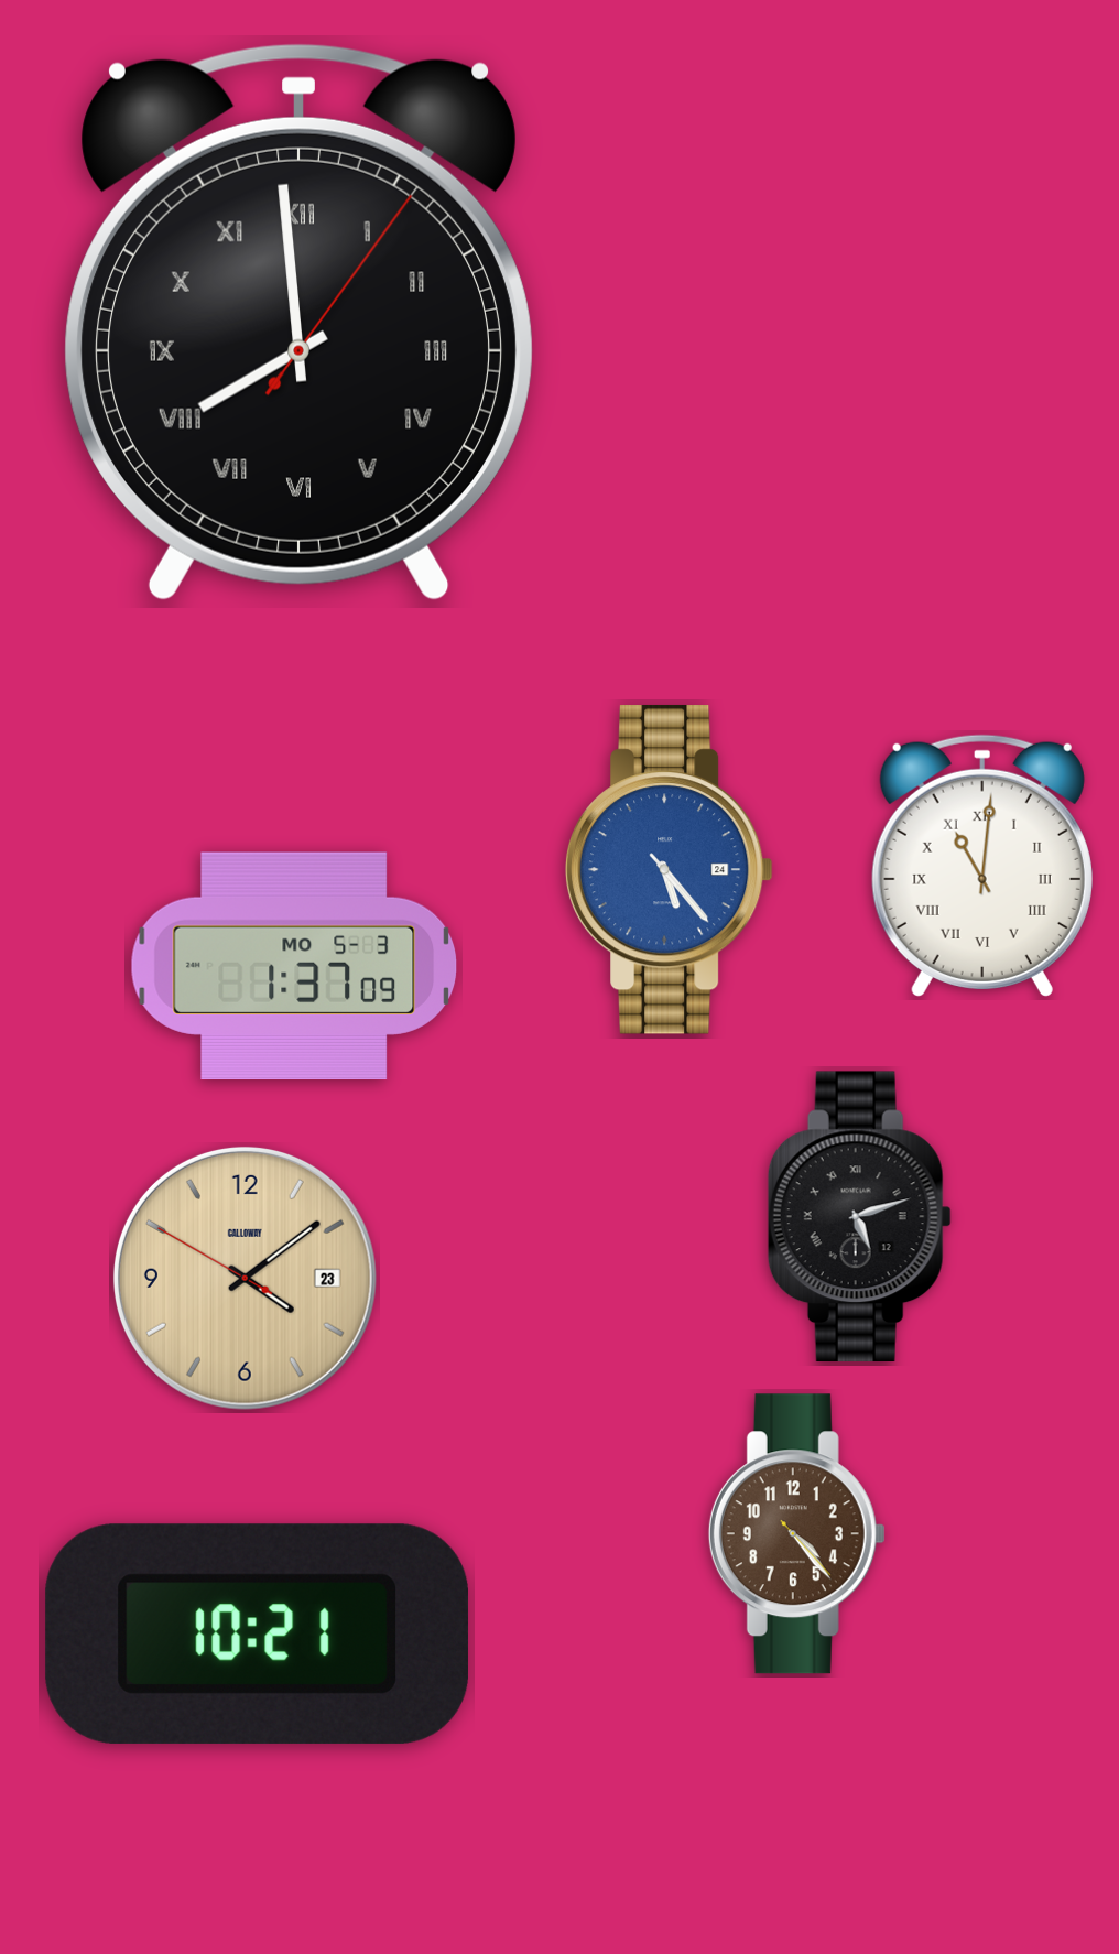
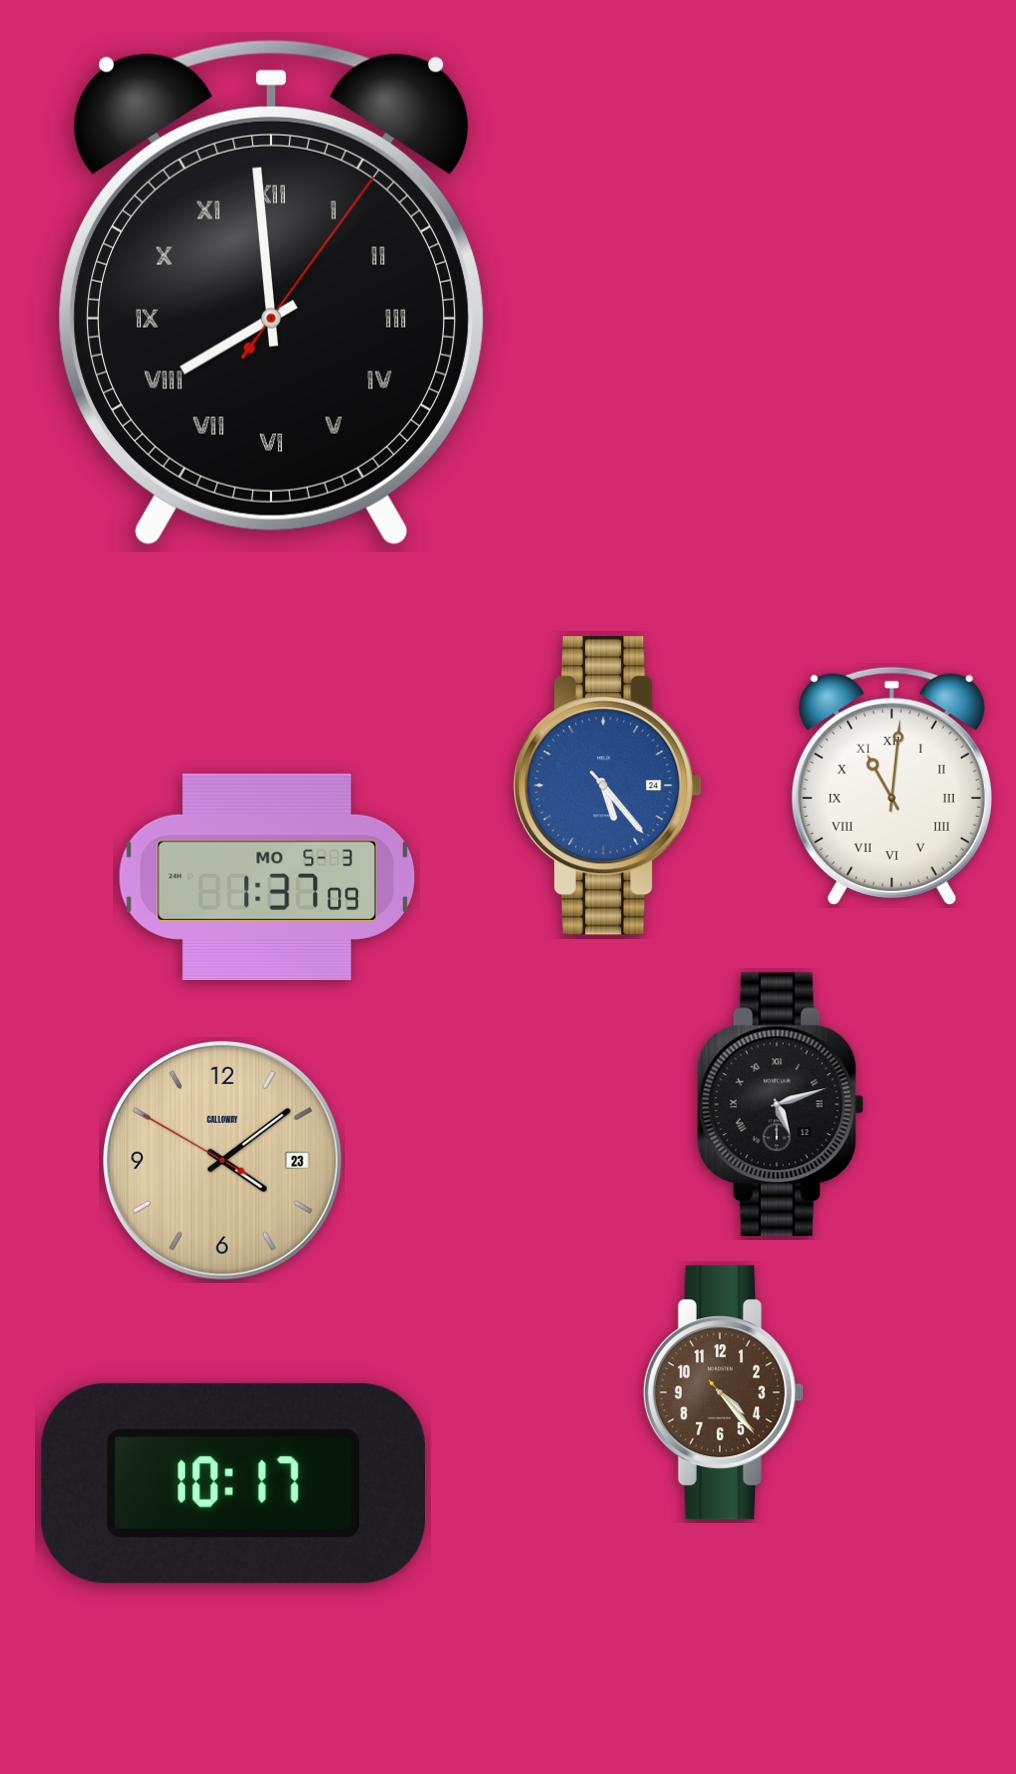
clock at (669, 869) position: (669, 869) -> (607, 785)
clock at (257, 1633): 10:21 -> 10:17
